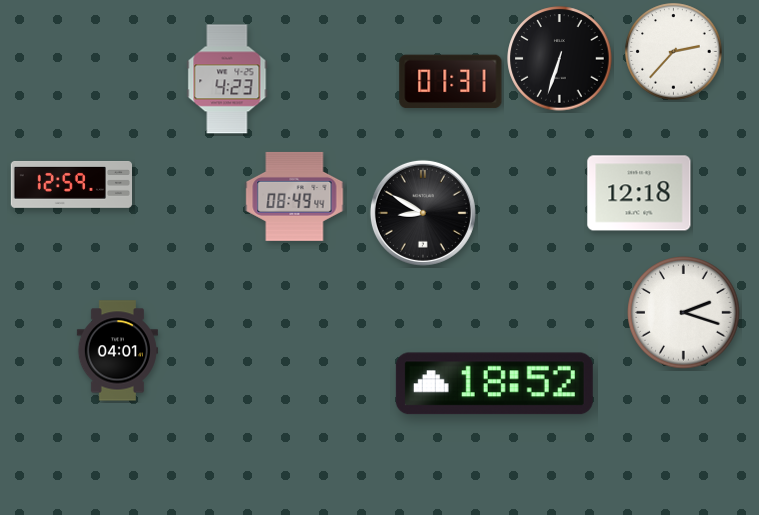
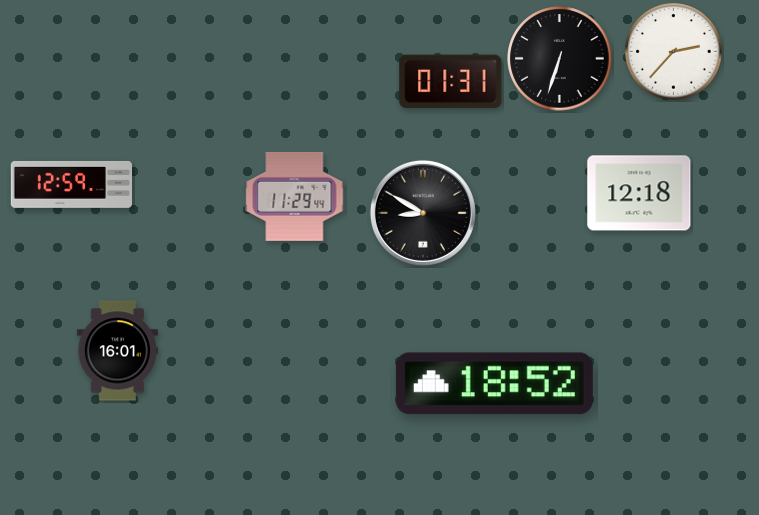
clock at (227, 79): 4:23 -> none
clock at (295, 196): 08:49 -> 11:29
clock at (684, 313): 2:18 -> none
clock at (117, 351): 04:01 -> 16:01
